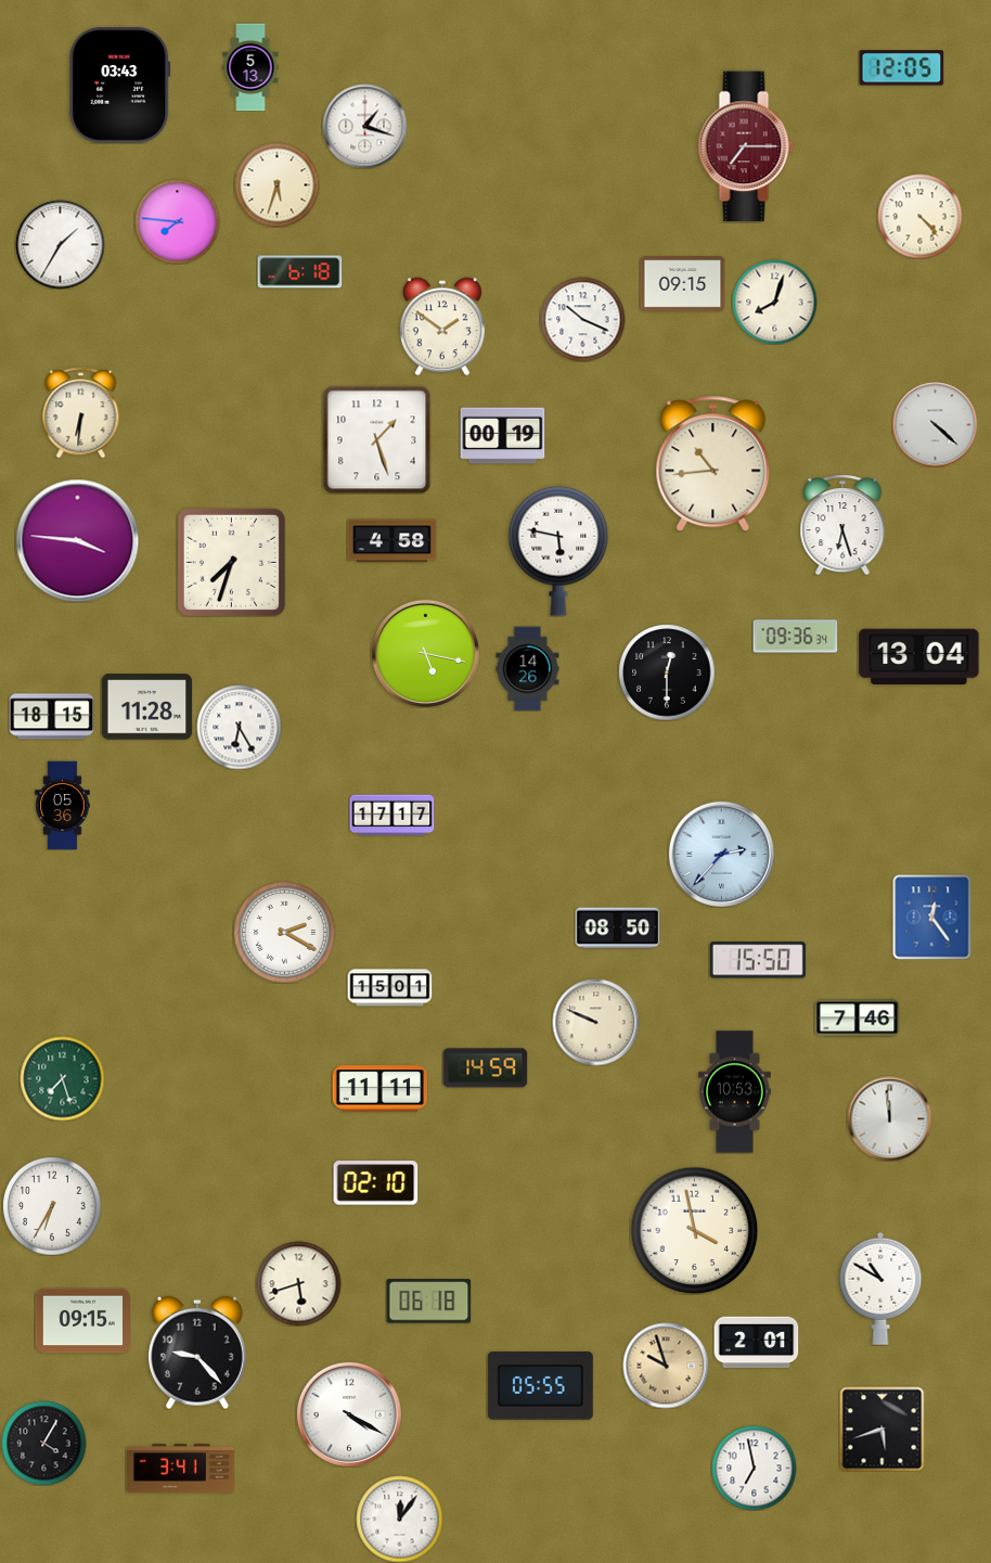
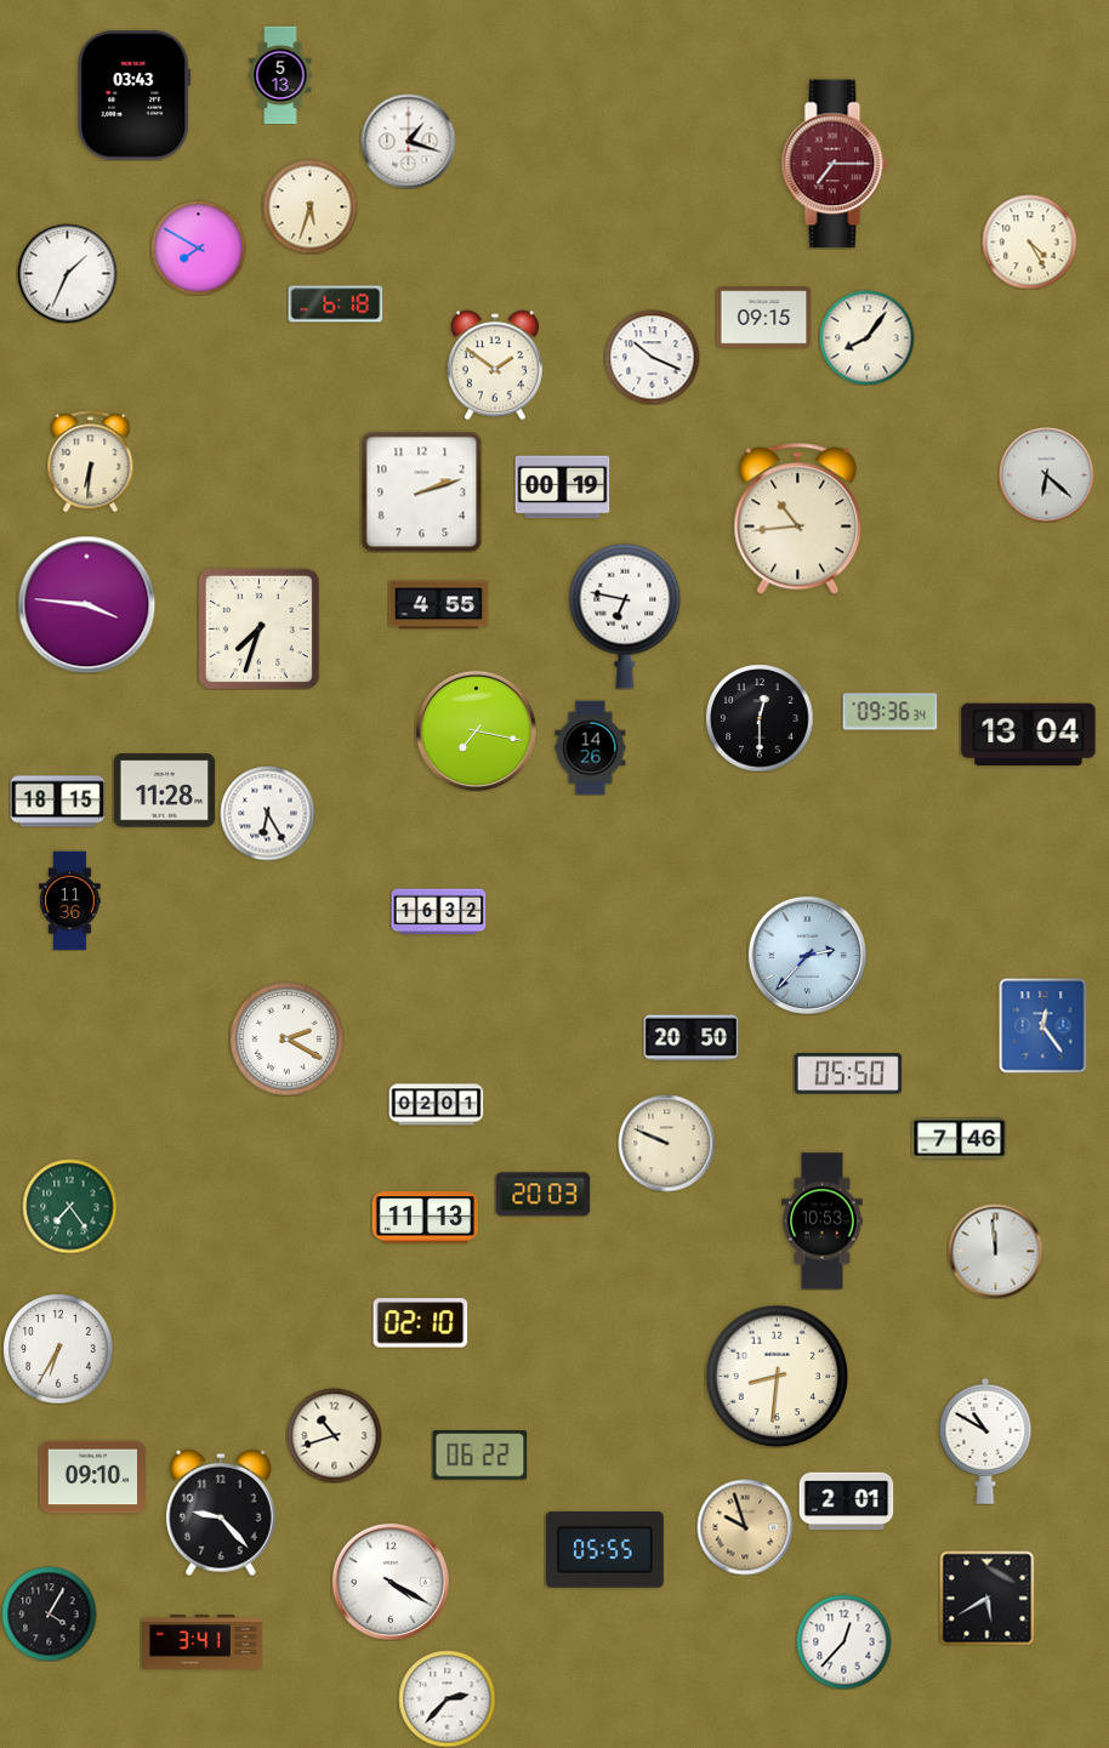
clock at (901, 68): 12:05 -> none
clock at (919, 216): 4:23 -> 4:25
clock at (177, 221): 7:46 -> 7:50
clock at (60, 244): 1:35 -> 1:34
clock at (774, 302): 8:03 -> 8:06
clock at (935, 424): 4:22 -> 6:22
clock at (376, 439): 1:27 -> 2:12
clock at (842, 525): 6:27 -> none
clock at (391, 541): 4:58 -> 4:55
clock at (558, 551): 5:47 -> 6:47
clock at (425, 653): 5:17 -> 7:17
clock at (667, 672) position: (667, 672) -> (760, 718)
clock at (63, 805): 05:36 -> 11:36
clock at (391, 816): 17:17 -> 16:32
clock at (617, 928): 08:50 -> 20:50
clock at (285, 933) position: (285, 933) -> (288, 1040)
clock at (758, 960): 15:50 -> 05:50
clock at (389, 988): 15:01 -> 02:01
clock at (485, 1068): 14:59 -> 20:03
clock at (62, 1078): 7:27 -> 7:24
clock at (379, 1089): 11:11 -> 11:13
clock at (694, 1230): 3:58 -> 8:31
clock at (298, 1283): 5:42 -> 10:42
clock at (428, 1302): 06:18 -> 06:22
clock at (82, 1321): 09:15 -> 09:10
clock at (881, 1429): 5:42 -> 5:40
clock at (754, 1468): 6:58 -> 12:37
clock at (399, 1519): 12:06 -> 2:37
